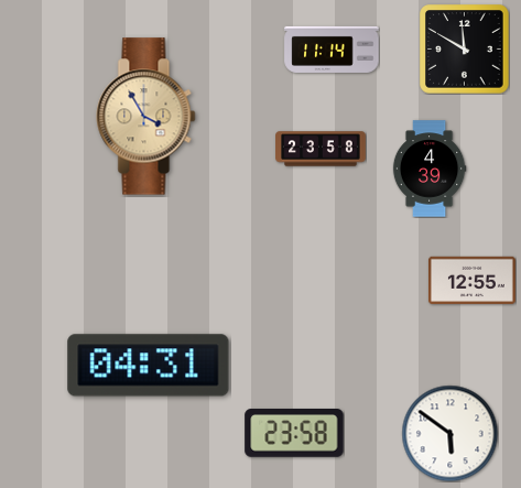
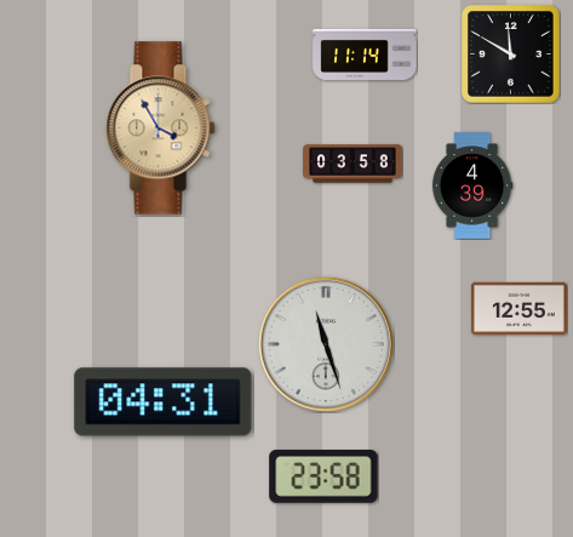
clock at (321, 149): 23:58 -> 03:58
clock at (326, 344): none -> 11:27
clock at (449, 433): 5:51 -> none
